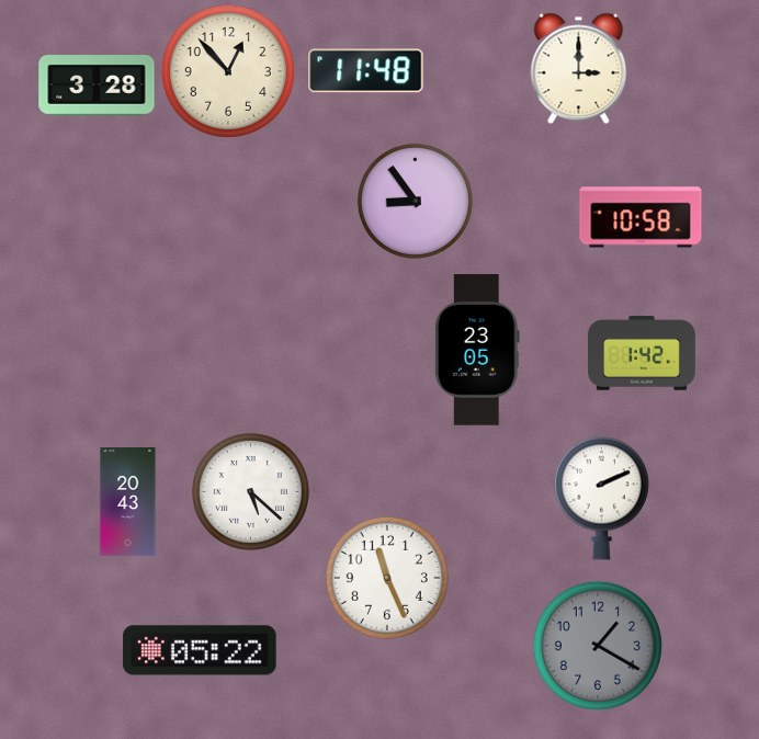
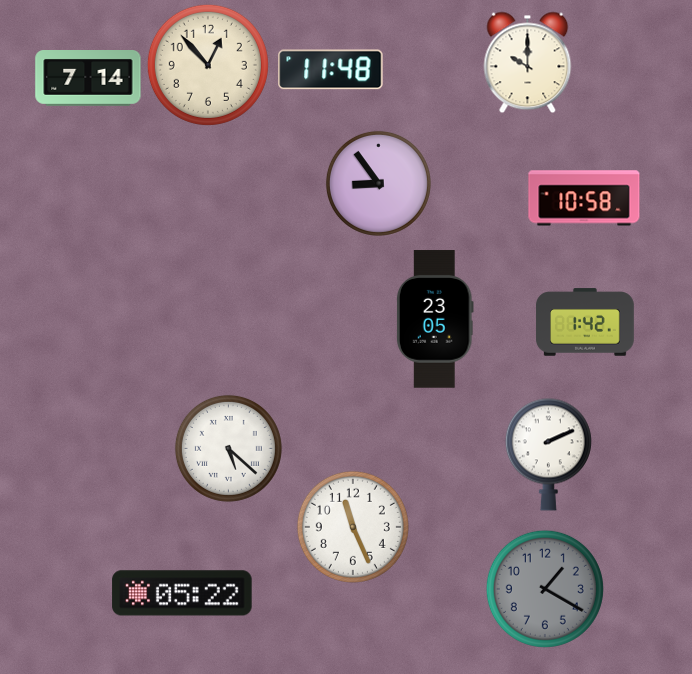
clock at (579, 69): 3:00 -> 10:00
clock at (366, 71) position: (366, 71) -> (331, 70)
clock at (97, 87): 3:28 -> 7:14
clock at (128, 502): 20:43 -> none
